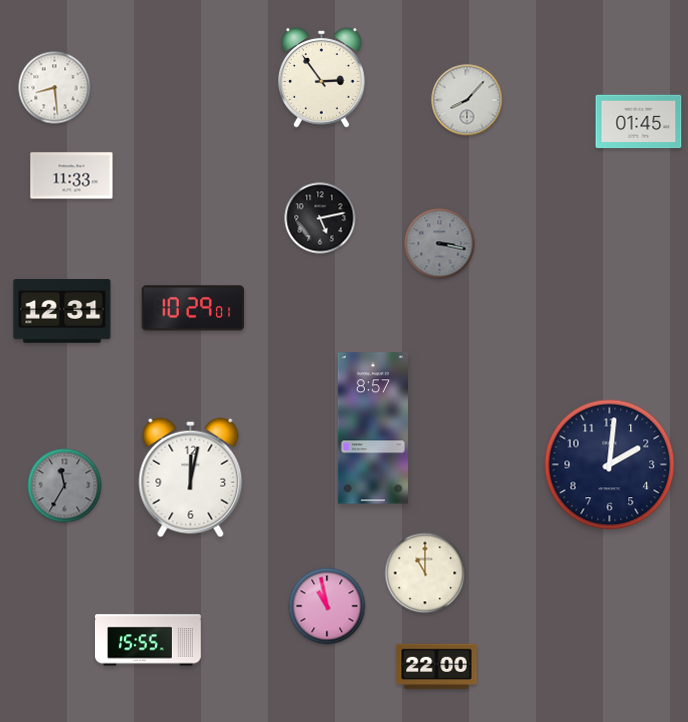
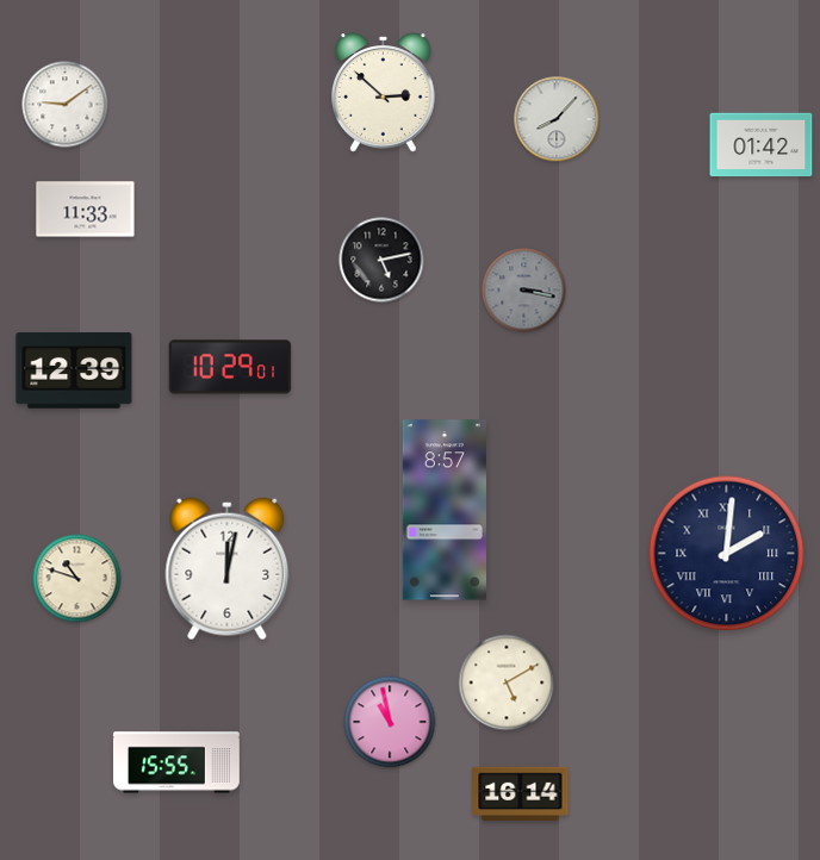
clock at (322, 78): 2:54 -> 2:52
clock at (55, 88): 8:29 -> 9:09
clock at (639, 122): 01:45 -> 01:42
clock at (62, 311): 12:31 -> 12:39
clock at (610, 465) numerals: Arabic -> Roman
clock at (65, 486): 11:35 -> 10:48
clock at (65, 486) dial: grey -> cream
clock at (425, 573): 11:00 -> 5:10
clock at (437, 667): 22:00 -> 16:14
